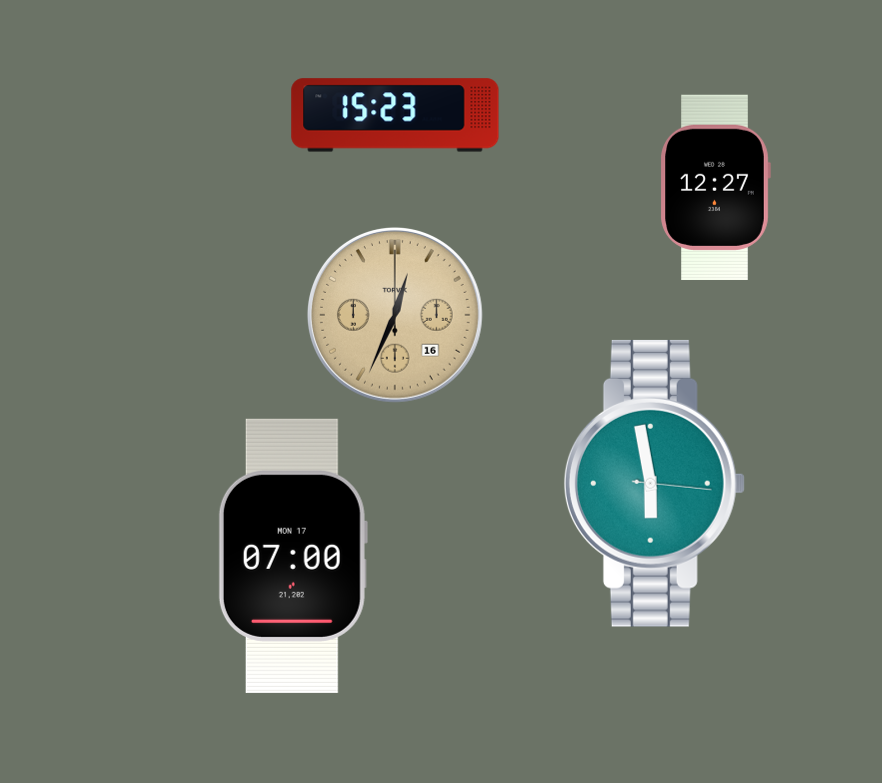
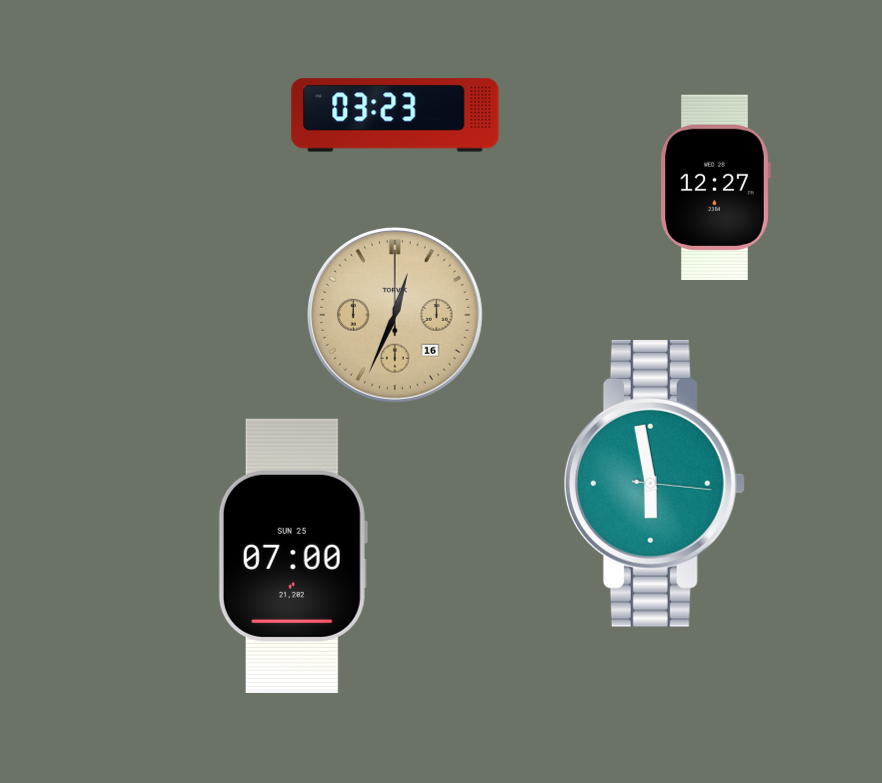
clock at (395, 115): 15:23 -> 03:23
clock at (293, 556) date: MON 17 -> SUN 25
